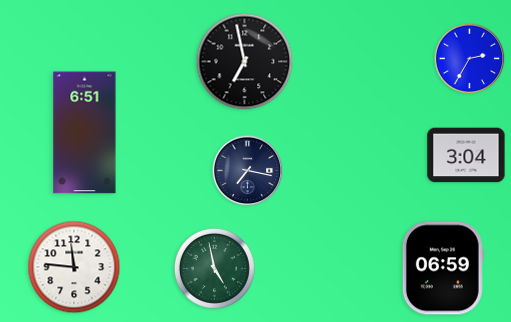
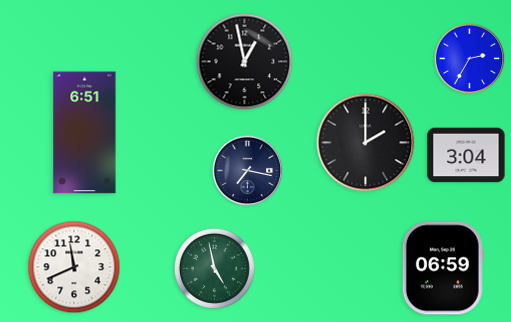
clock at (245, 62): 6:58 -> 12:58
clock at (366, 143): none -> 2:00
clock at (74, 267): 11:46 -> 11:41
